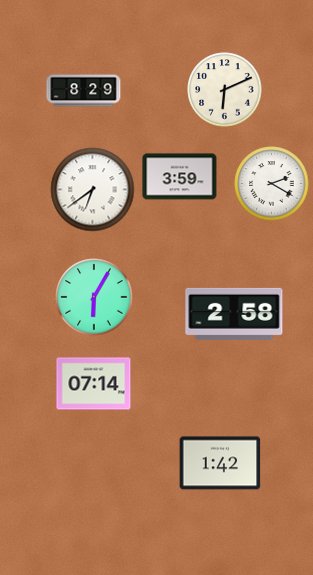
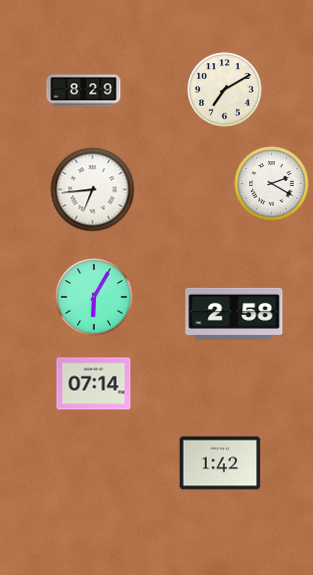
clock at (225, 90): 6:11 -> 7:10
clock at (180, 177): 3:59 -> none
clock at (93, 190): 6:39 -> 6:44
